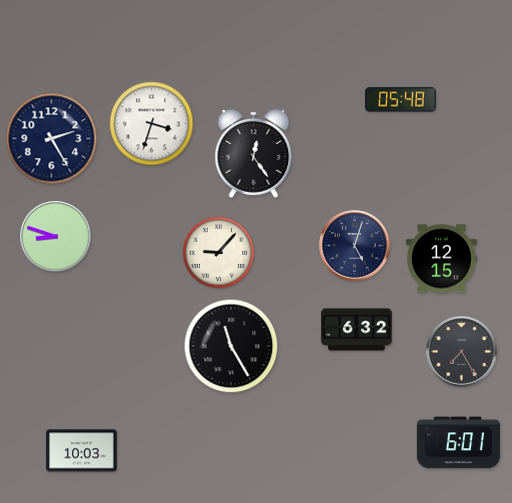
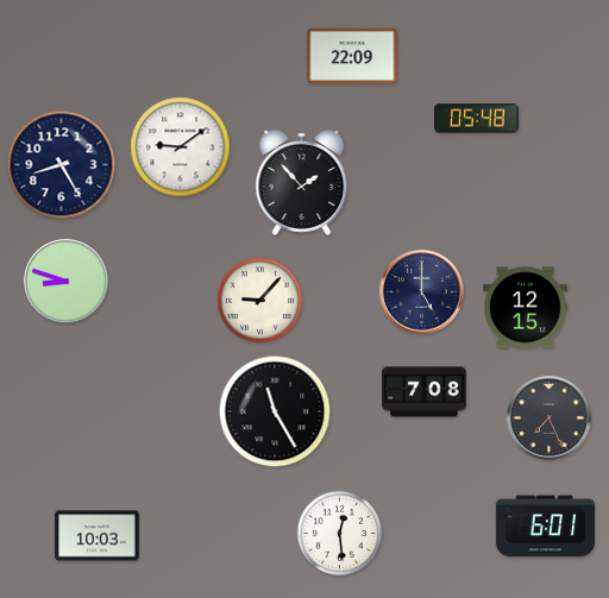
clock at (352, 56): none -> 22:09
clock at (152, 124): 3:33 -> 9:09
clock at (52, 139): 2:25 -> 8:25
clock at (254, 153): 12:24 -> 1:53
clock at (355, 246): 5:03 -> 5:00
clock at (357, 330): 6:32 -> 7:08
clock at (462, 352): 7:25 -> 7:26
clock at (339, 533): none -> 12:29
